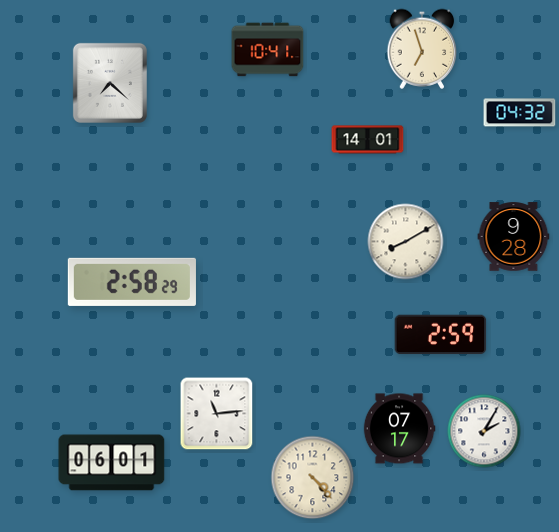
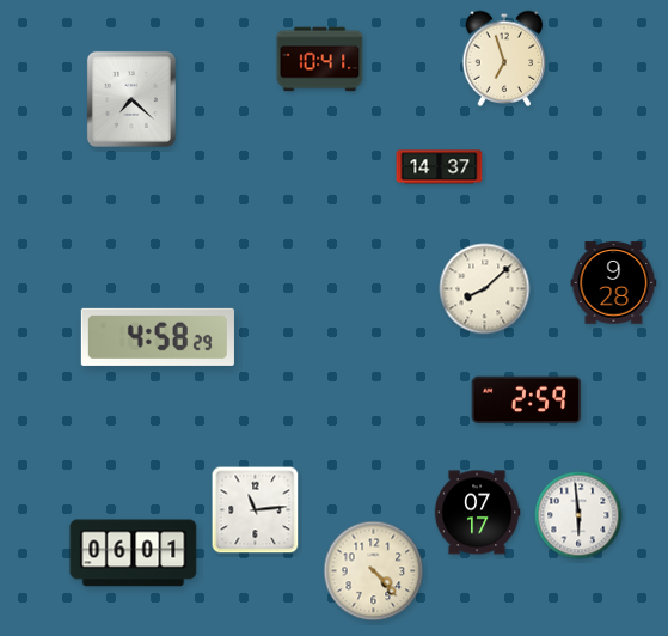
clock at (520, 113): 04:32 -> none
clock at (368, 140): 14:01 -> 14:37
clock at (406, 242): 8:10 -> 8:08
clock at (132, 282): 2:58 -> 4:58
clock at (217, 414) position: (217, 414) -> (256, 510)
clock at (484, 431): 2:05 -> 5:59
